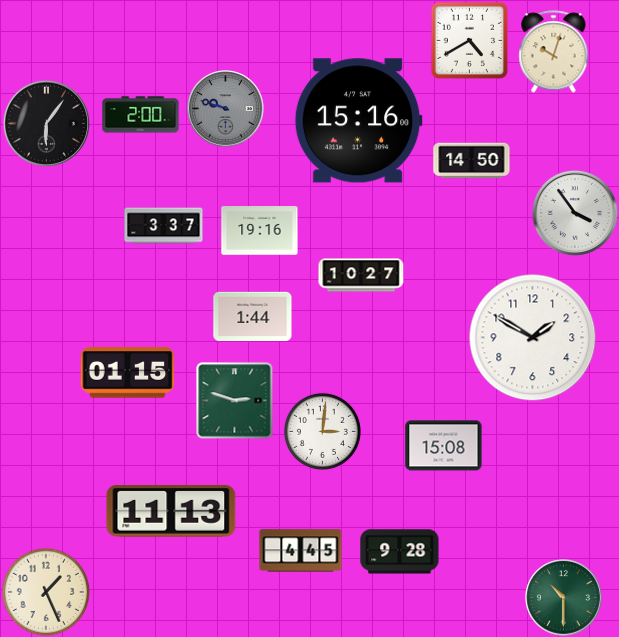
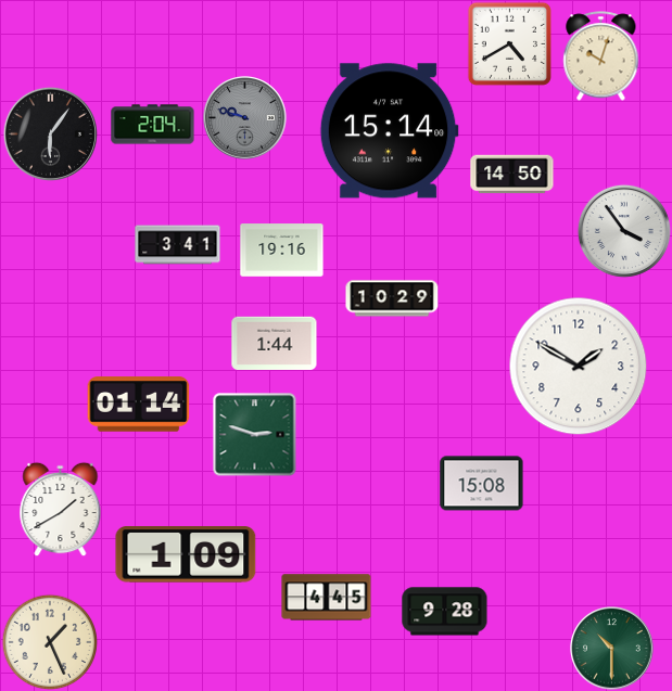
clock at (141, 115): 2:00 -> 2:04
clock at (358, 121): 15:16 -> 15:14
clock at (164, 226): 3:37 -> 3:41
clock at (361, 275): 10:27 -> 10:29
clock at (128, 373): 01:15 -> 01:14
clock at (322, 431): 3:01 -> none
clock at (61, 509): none -> 1:40
clock at (171, 511): 11:13 -> 1:09
clock at (400, 552) position: (400, 552) -> (445, 612)
